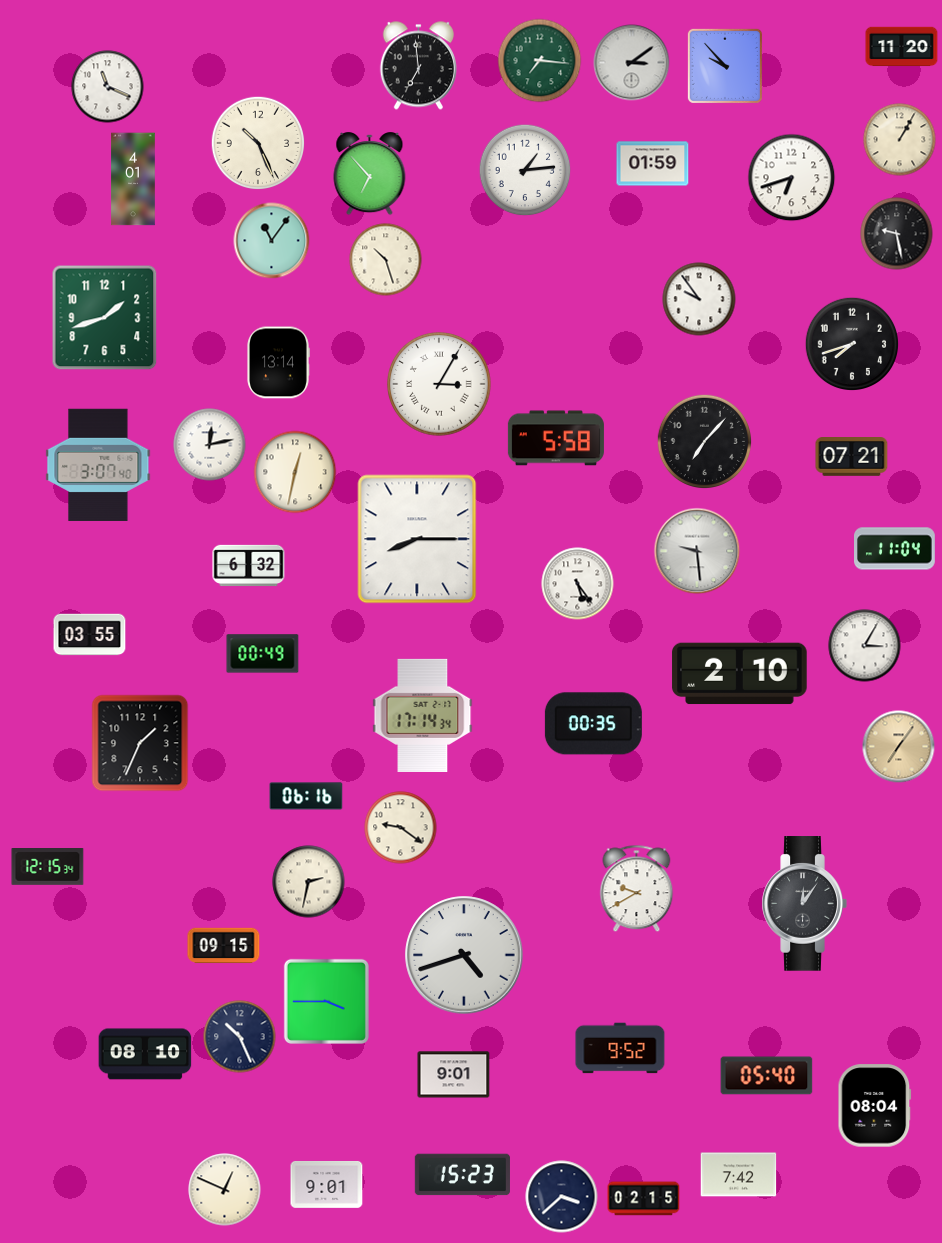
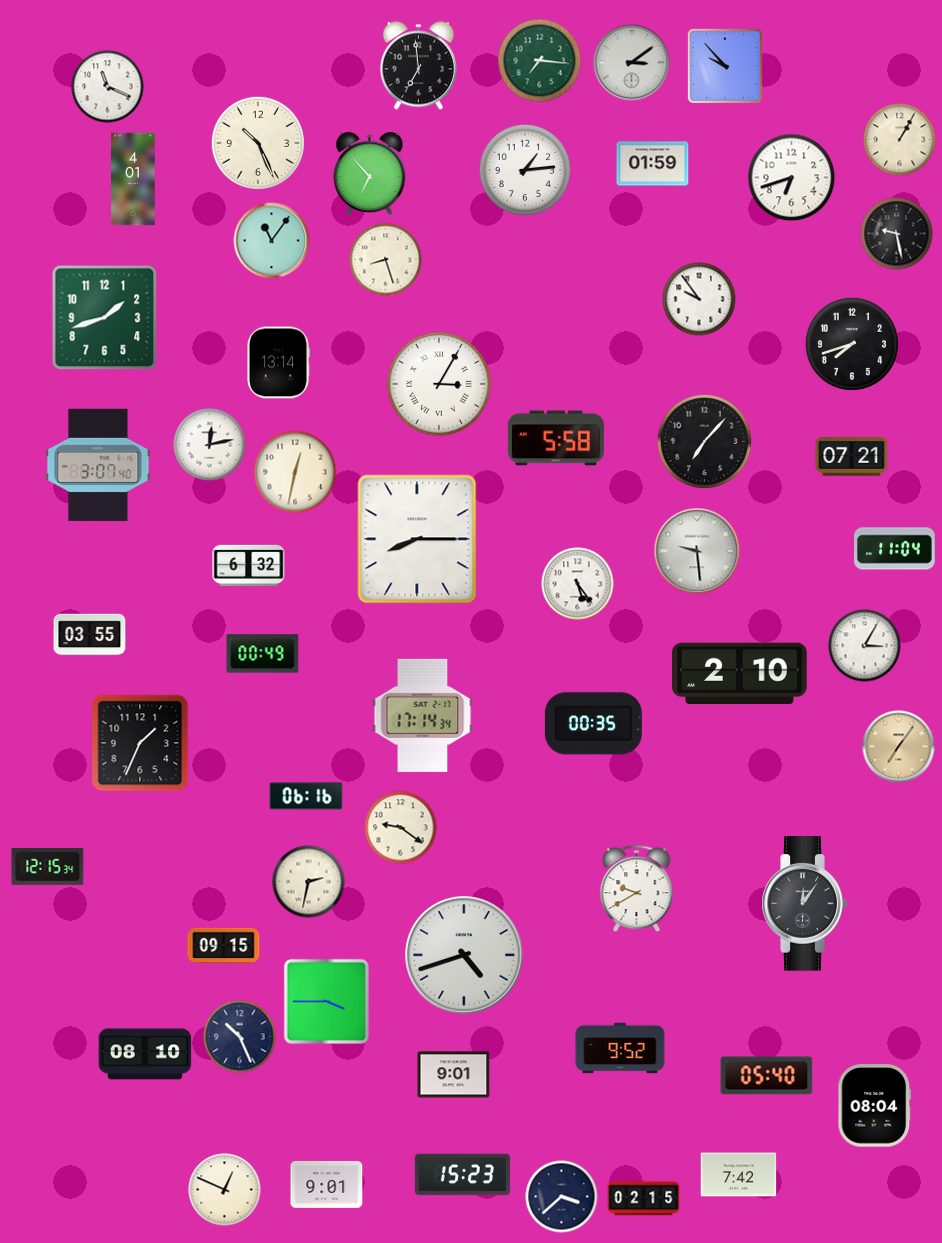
clock at (902, 47): 11:20 -> none
clock at (386, 260): 10:27 -> 8:27
